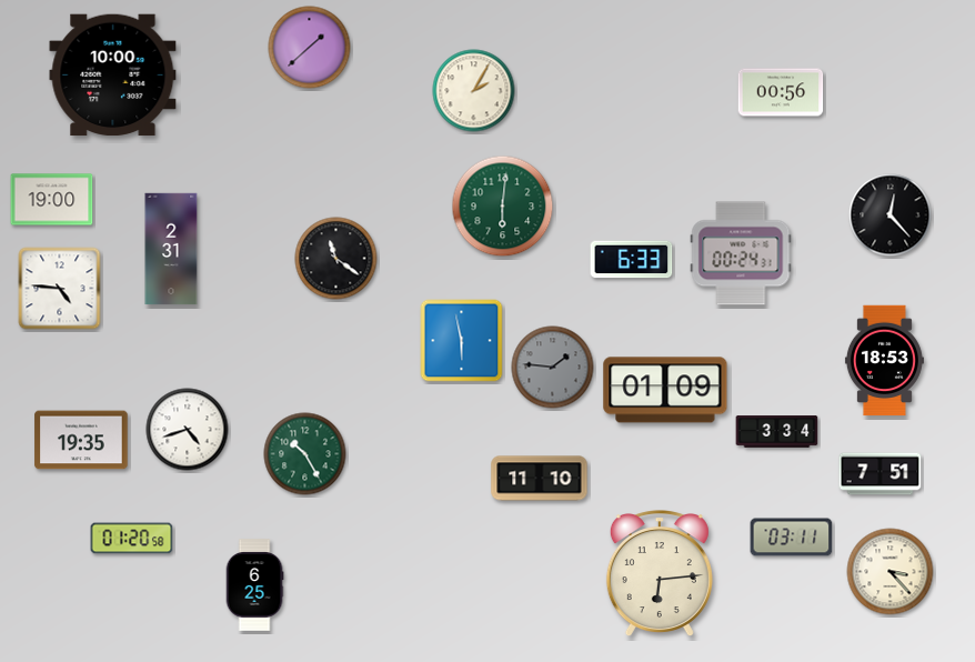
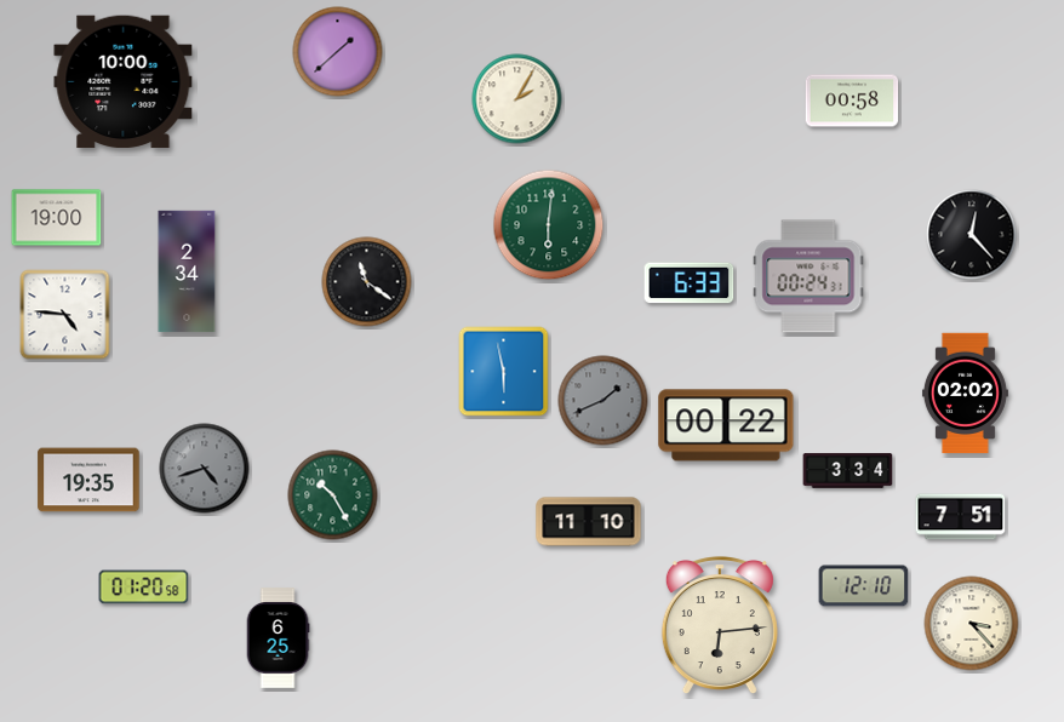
clock at (781, 92): 00:56 -> 00:58
clock at (171, 249): 2:31 -> 2:34
clock at (884, 361): 18:53 -> 02:02
clock at (553, 368): 1:46 -> 1:41
clock at (665, 390): 01:09 -> 00:22
clock at (188, 430) dial: white -> grey
clock at (792, 538): 03:11 -> 12:10
